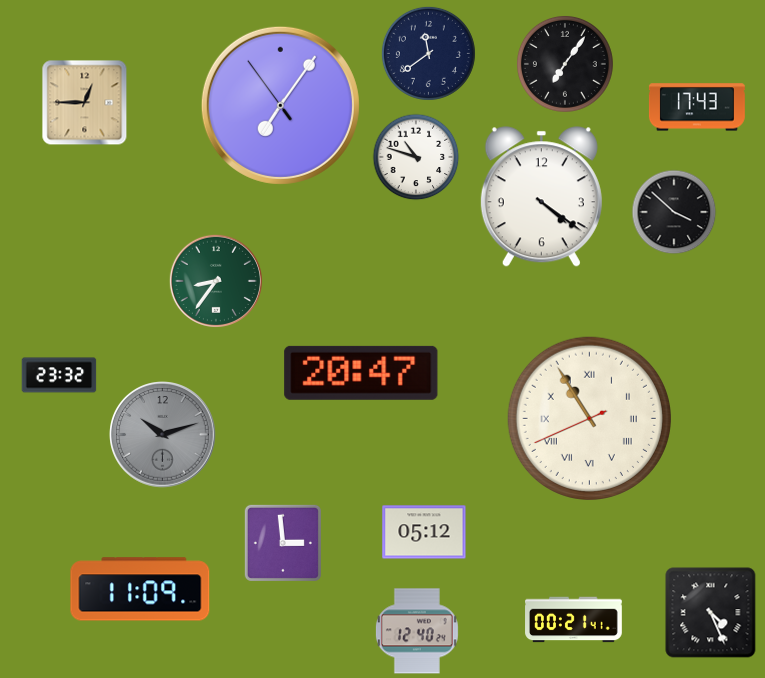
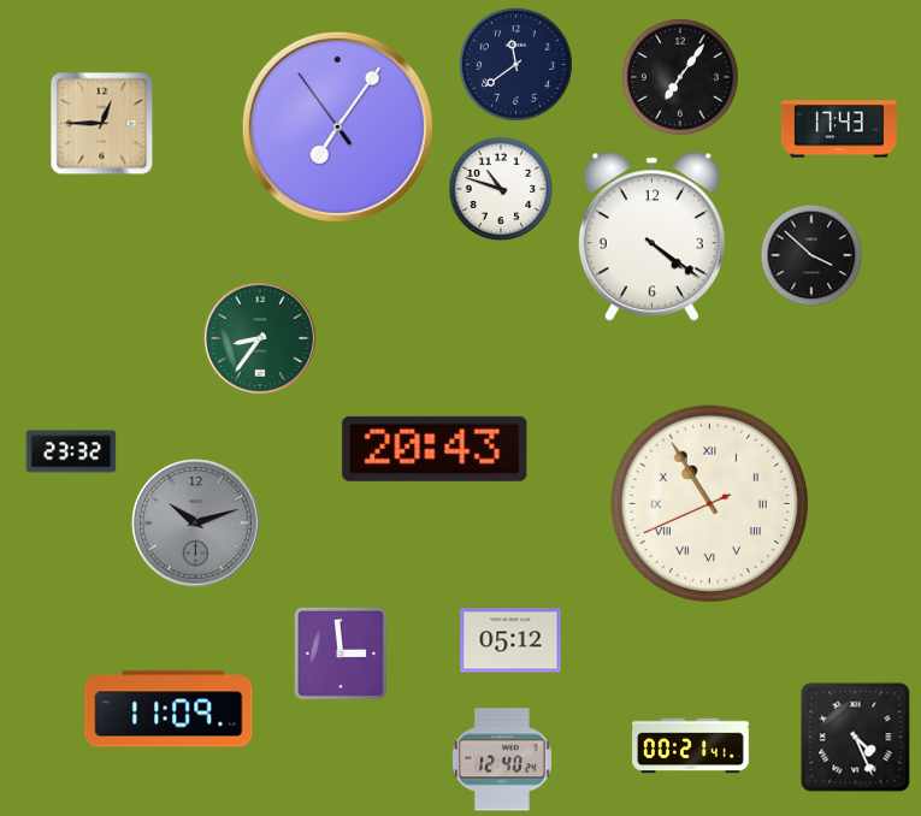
clock at (361, 373): 20:47 -> 20:43
